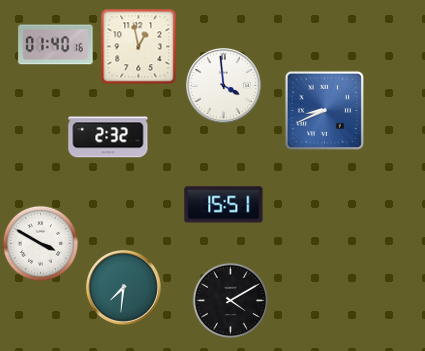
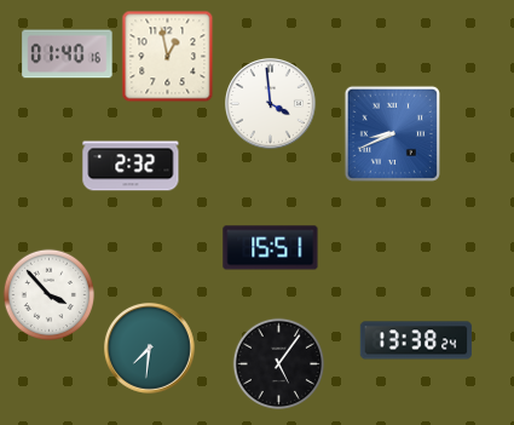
clock at (41, 244): 3:50 -> 3:53
clock at (416, 340): none -> 13:38
clock at (231, 301): 4:10 -> 5:06
